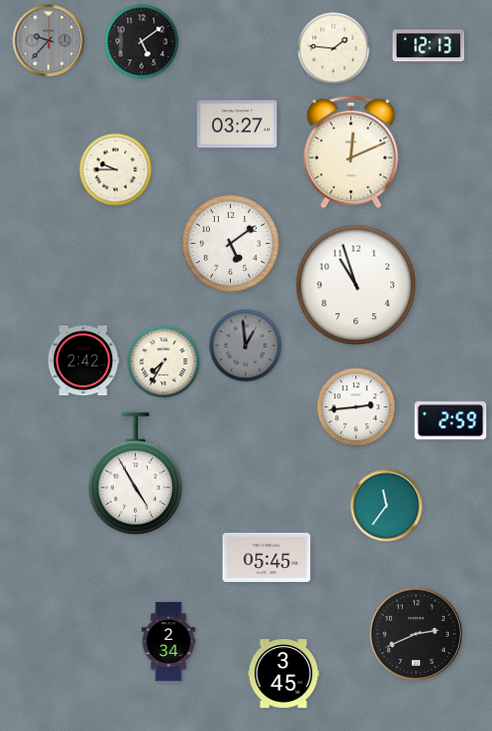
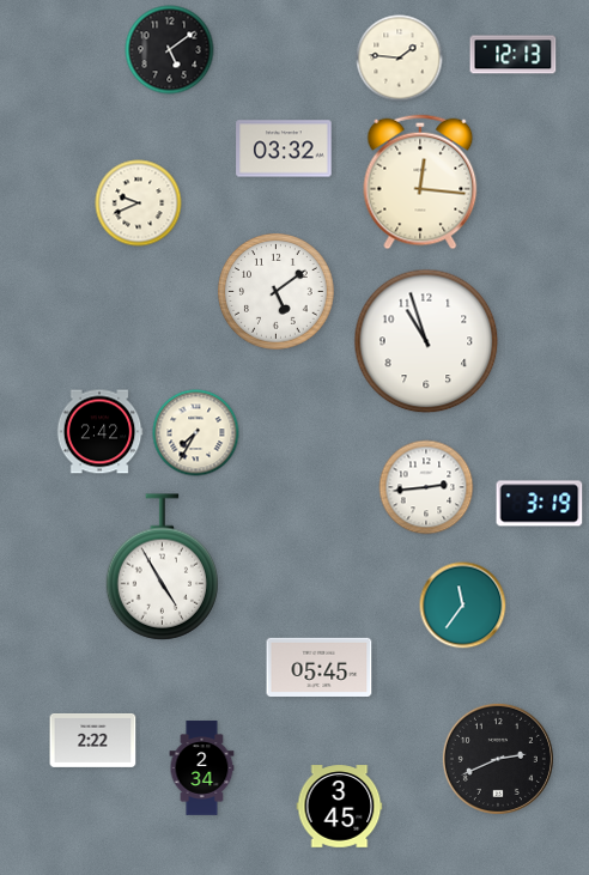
clock at (49, 41): 9:37 -> none
clock at (237, 124): 03:27 -> 03:32
clock at (351, 152): 12:11 -> 12:16
clock at (116, 170): 9:45 -> 9:41
clock at (246, 346): 12:59 -> none
clock at (451, 421): 2:59 -> 3:19
clock at (93, 740): none -> 2:22
